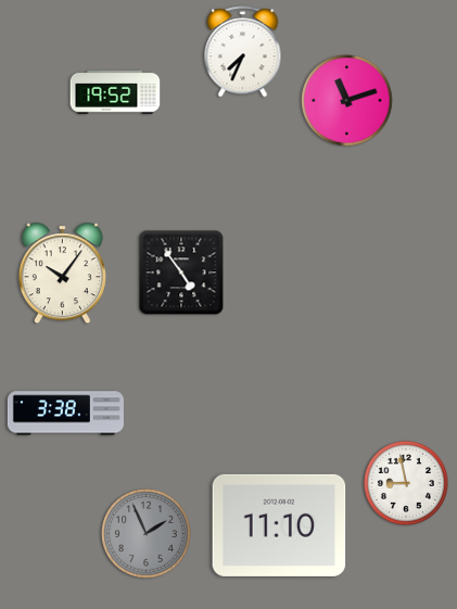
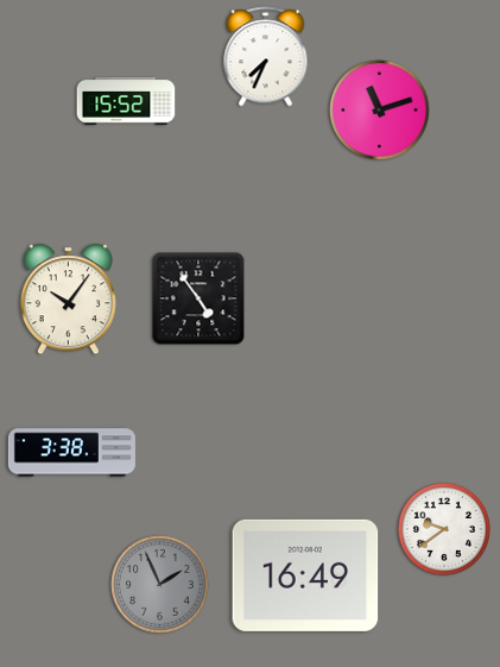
clock at (115, 92): 19:52 -> 15:52
clock at (406, 483): 8:58 -> 9:39
clock at (279, 525): 11:10 -> 16:49
